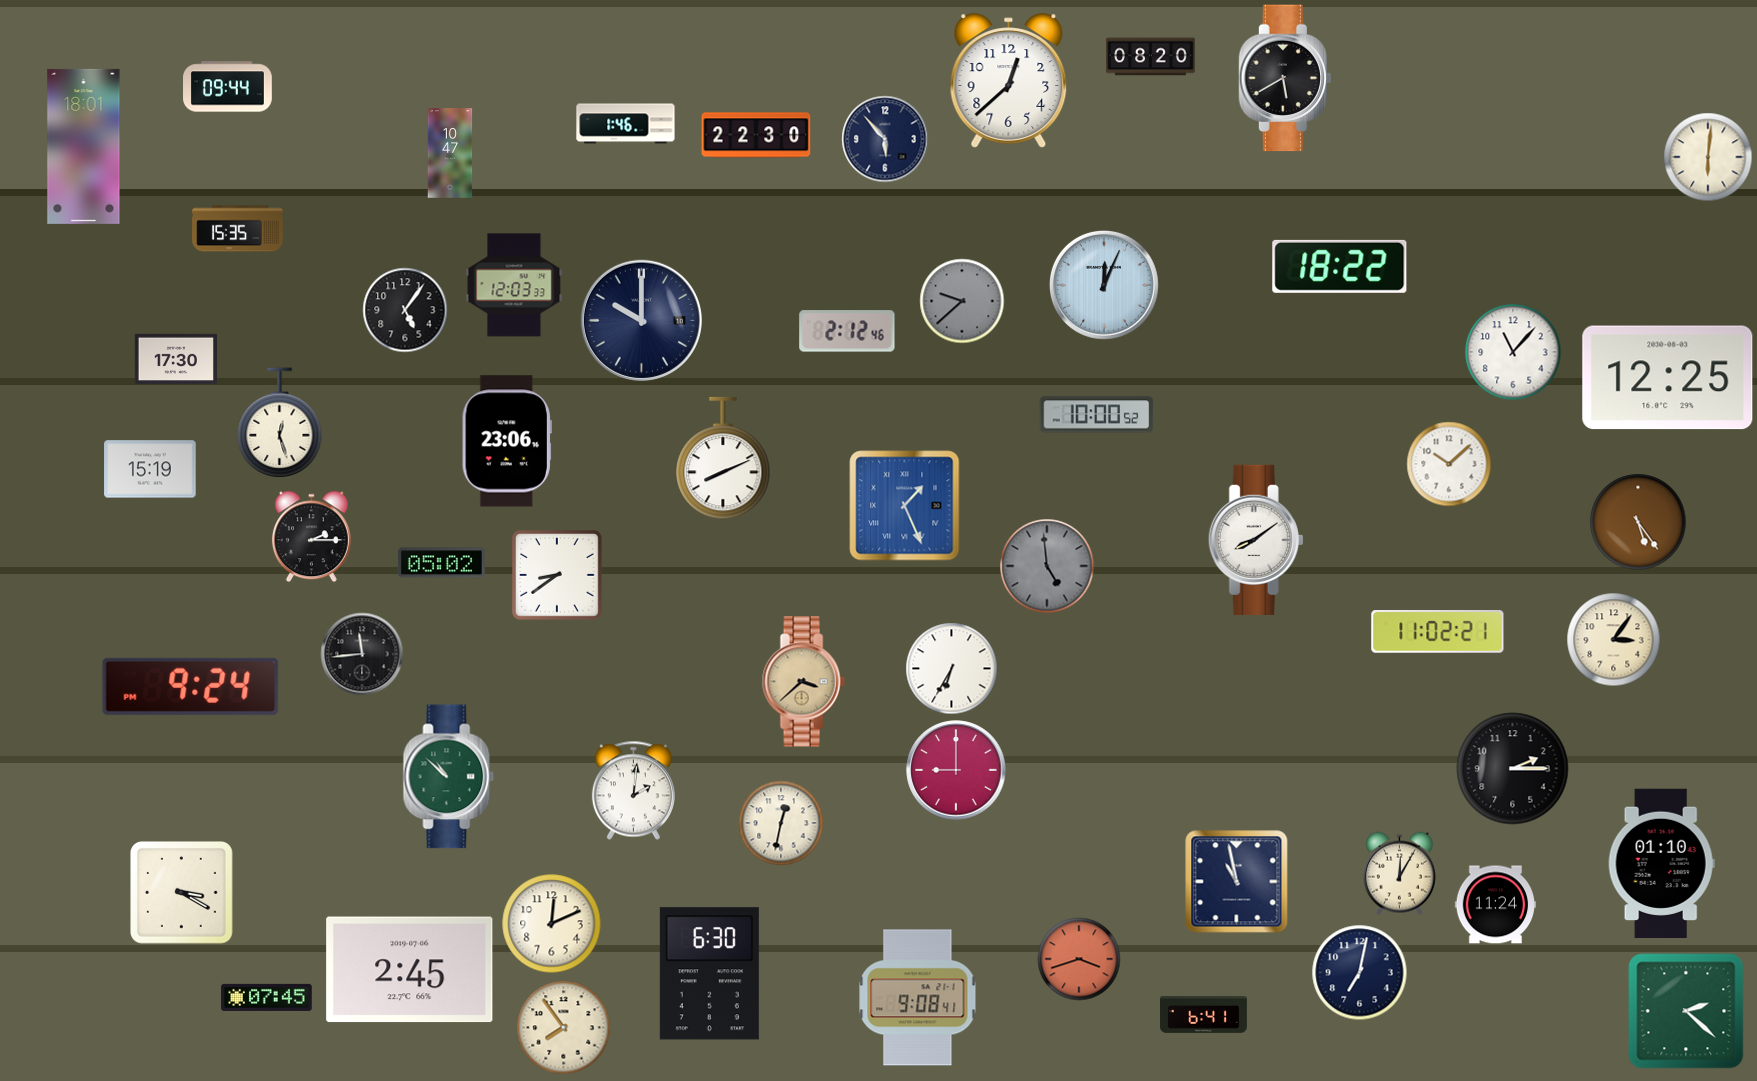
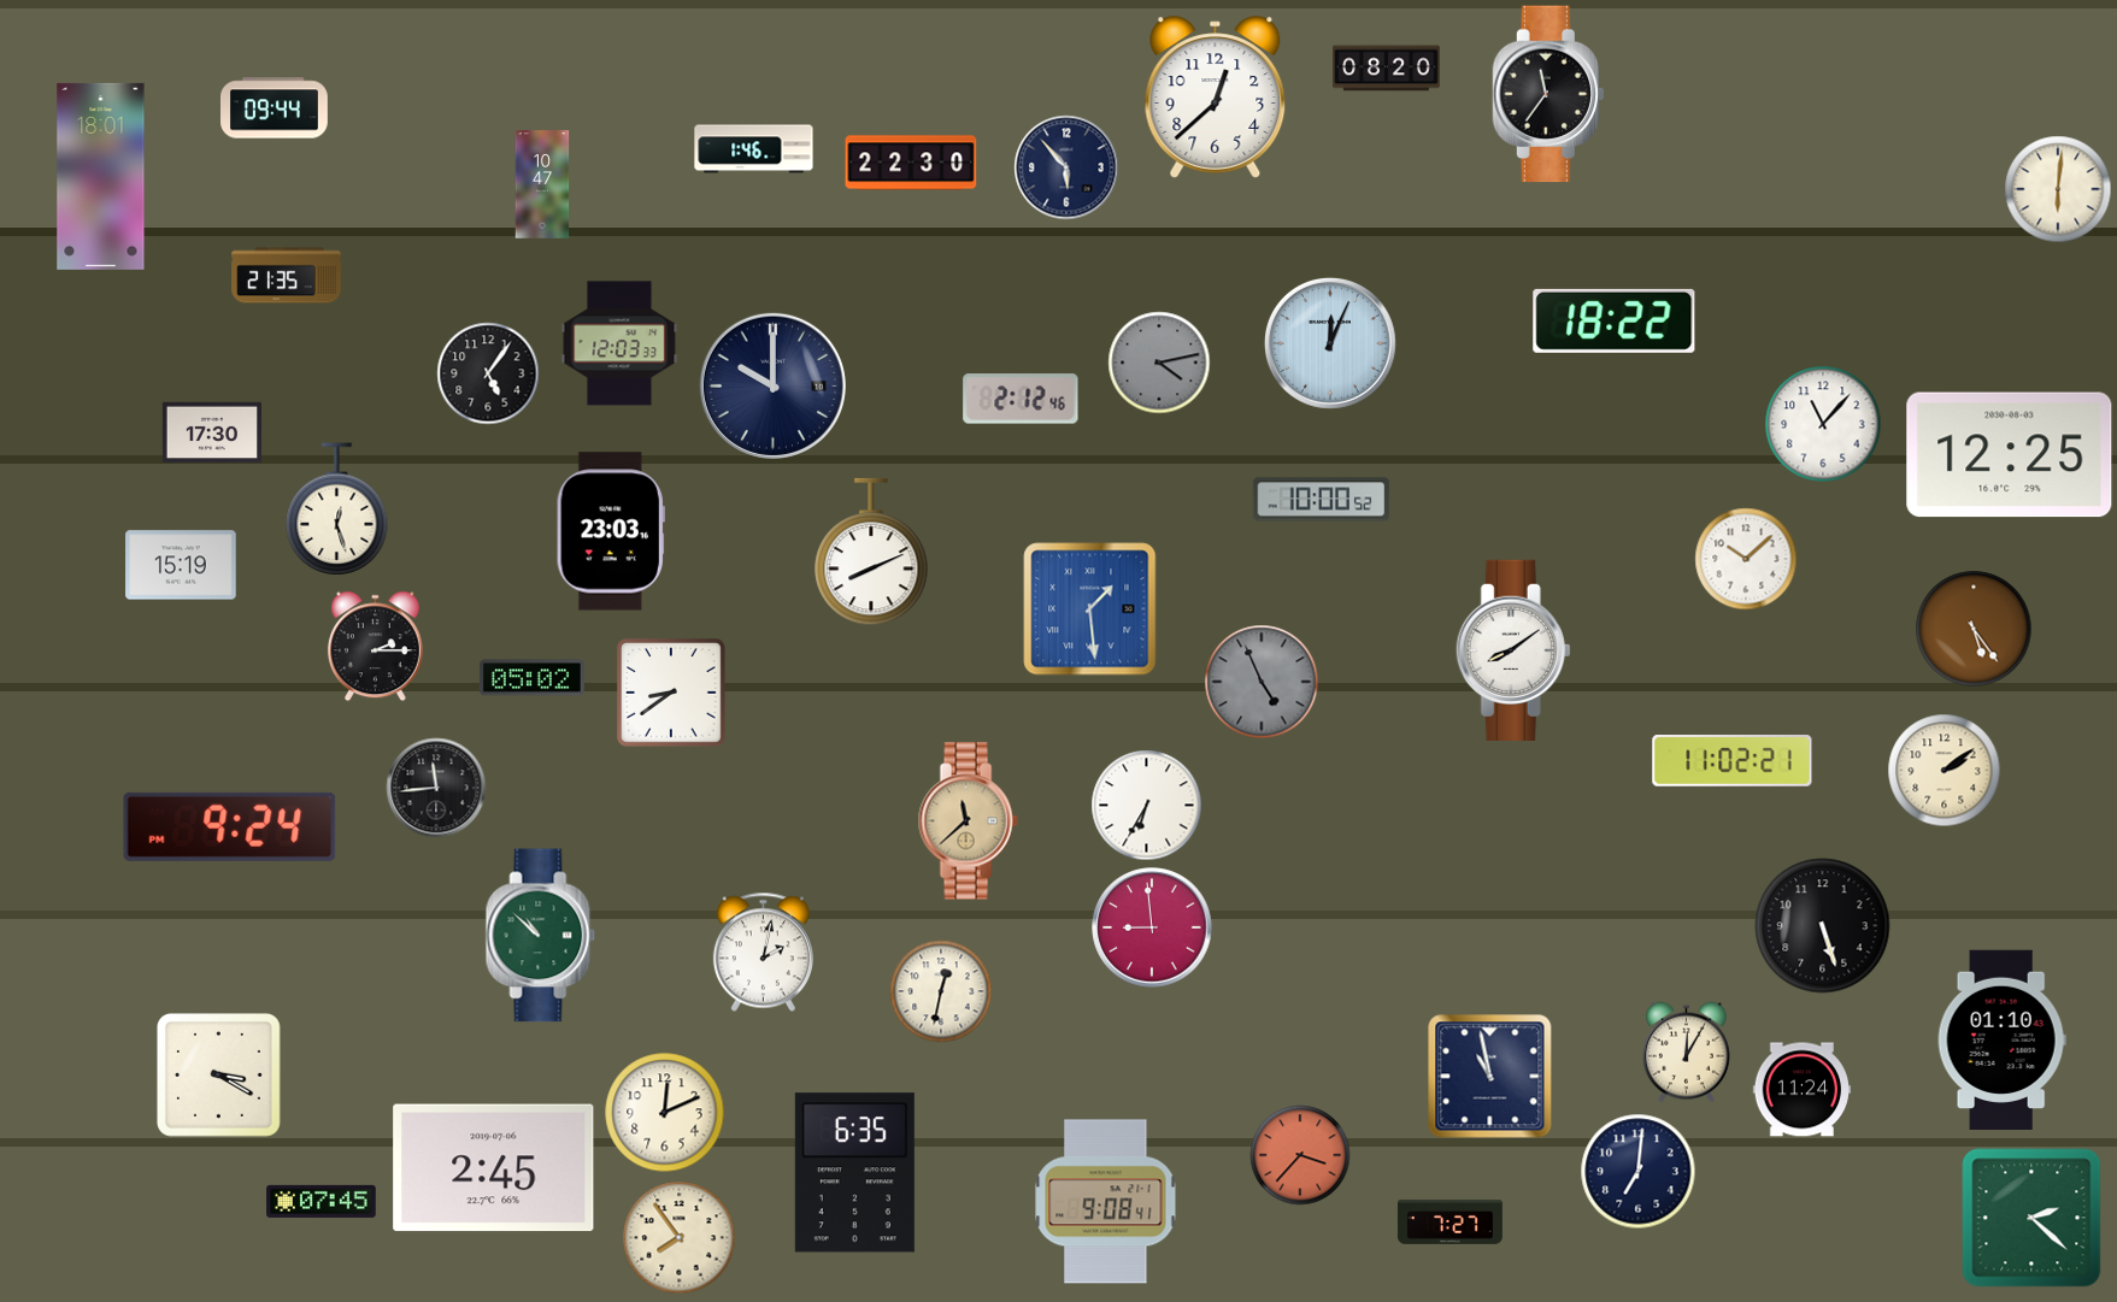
clock at (1284, 78): 5:40 -> 11:36
clock at (228, 87) position: (228, 87) -> (275, 108)
clock at (238, 229): 15:35 -> 21:35
clock at (962, 301): 9:38 -> 4:13
clock at (507, 441): 23:06 -> 23:03
clock at (905, 506): 1:26 -> 1:29
clock at (1047, 566): 4:59 -> 4:56
clock at (1614, 640): 3:06 -> 2:09
clock at (803, 682): 3:38 -> 11:38
clock at (1513, 769): 2:15 -> 5:27
clock at (956, 770): 9:00 -> 8:59
clock at (633, 791): 2:01 -> 2:02
clock at (1237, 882) position: (1237, 882) -> (1490, 1077)
clock at (1079, 959): 3:42 -> 3:37
clock at (1360, 973): 7:02 -> 7:01
clock at (709, 974): 6:30 -> 6:35
clock at (1203, 1015): 6:41 -> 7:27
